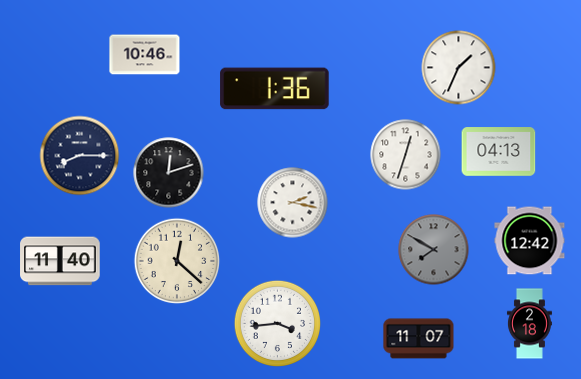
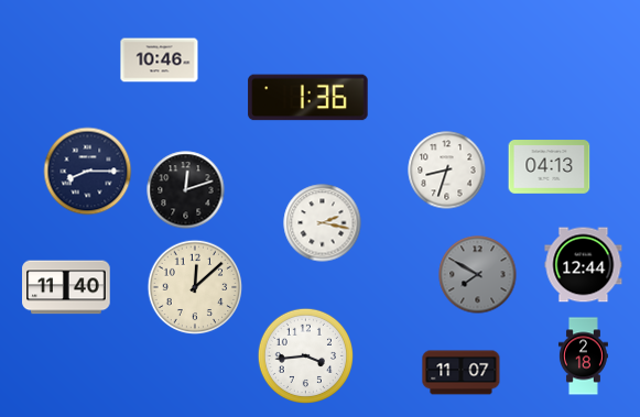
clock at (459, 68): 1:34 -> none
clock at (275, 89) position: (275, 89) -> (308, 98)
clock at (406, 155): 12:33 -> 8:33
clock at (530, 241): 12:42 -> 12:44
clock at (177, 261): 12:22 -> 12:08
